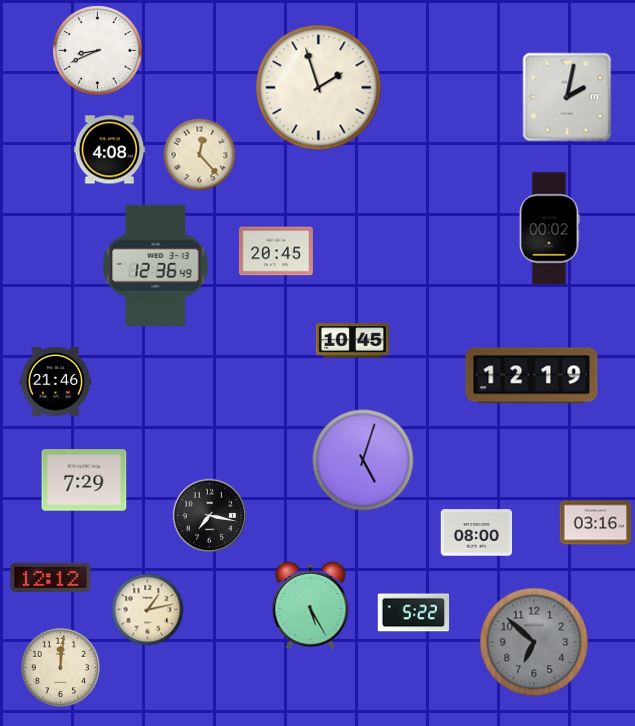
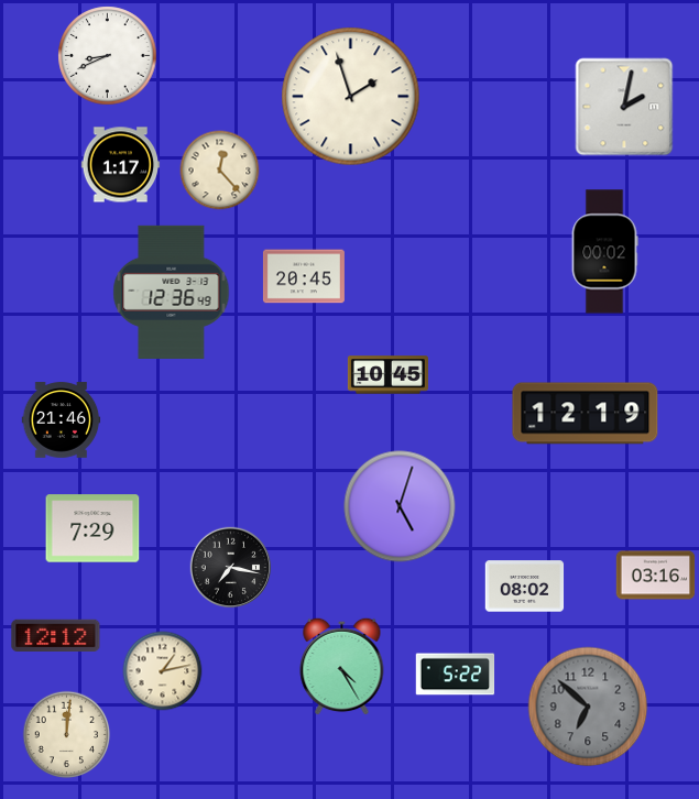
clock at (110, 150): 4:08 -> 1:17
clock at (477, 533): 08:00 -> 08:02
clock at (311, 605): 5:25 -> 4:25
